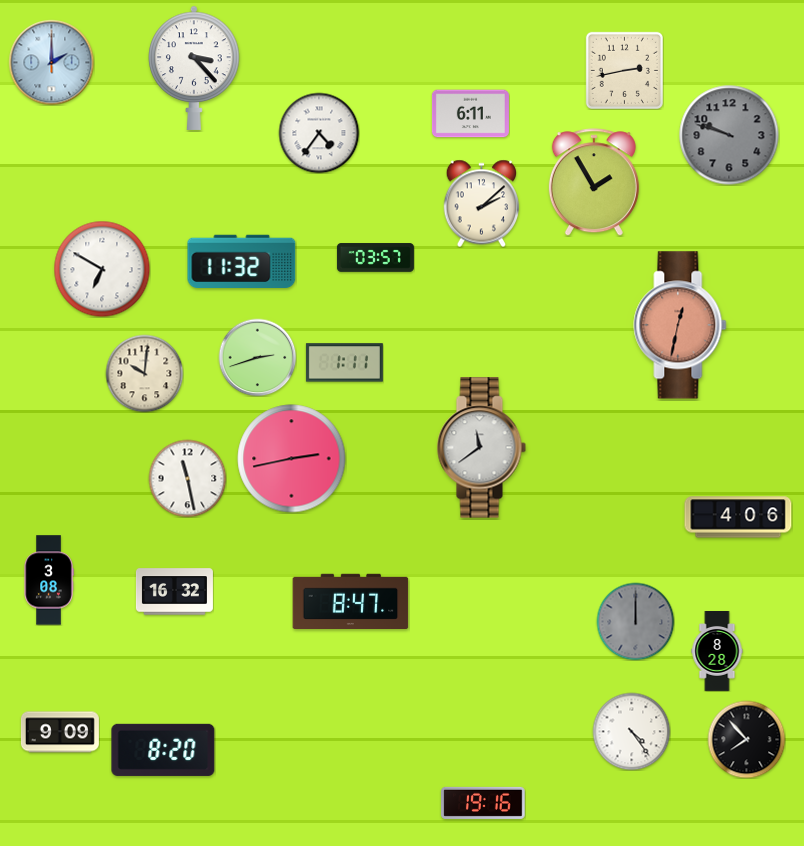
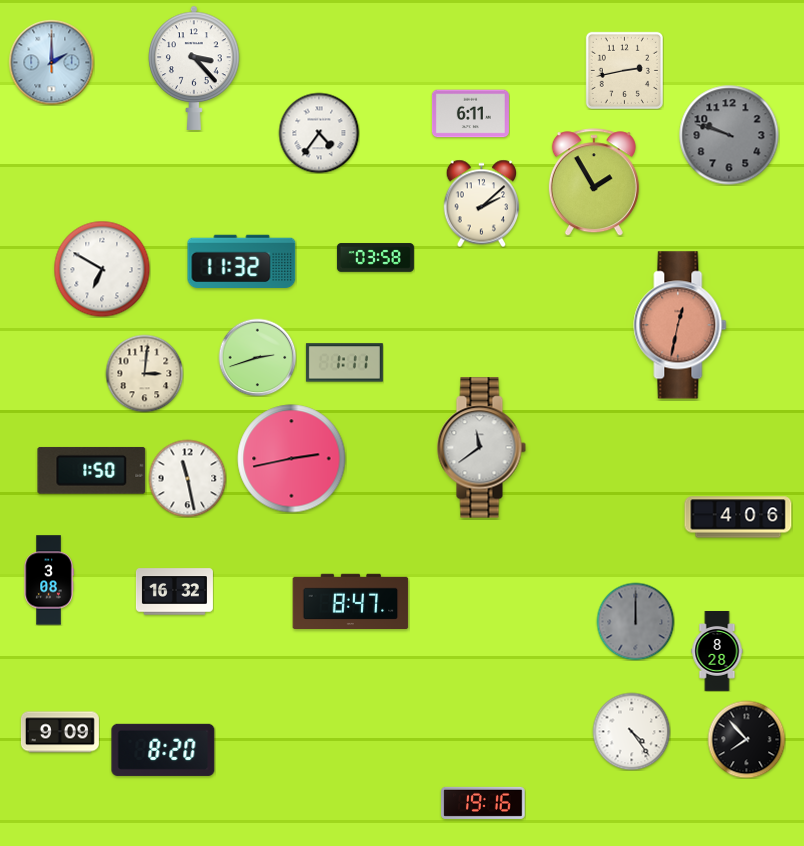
clock at (375, 258): 03:57 -> 03:58
clock at (144, 373): 10:01 -> 3:01
clock at (92, 470): none -> 1:50
